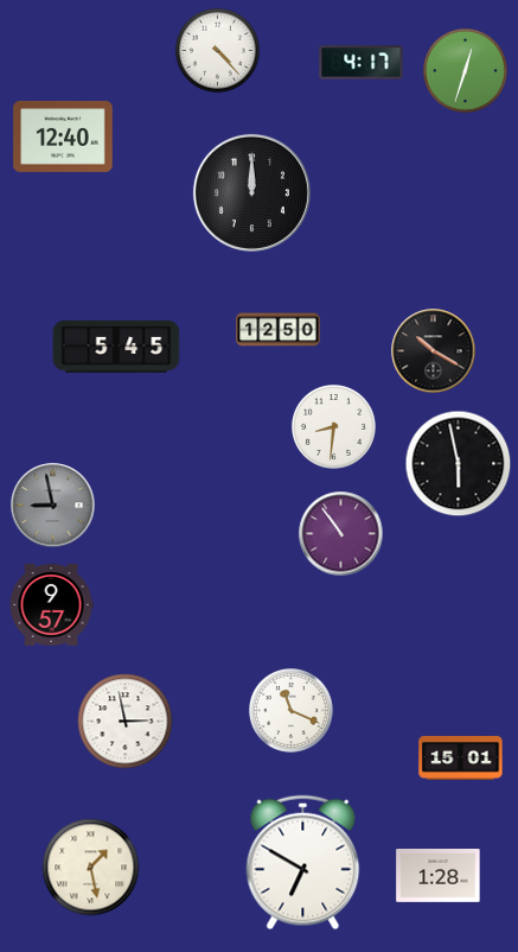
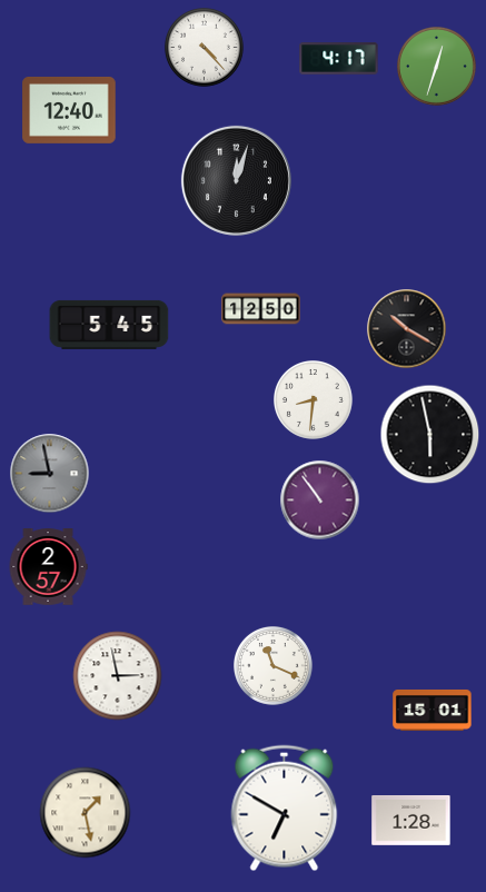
clock at (63, 137) position: (63, 137) -> (69, 110)
clock at (251, 192): 12:00 -> 12:03
clock at (51, 605): 9:57 -> 2:57
